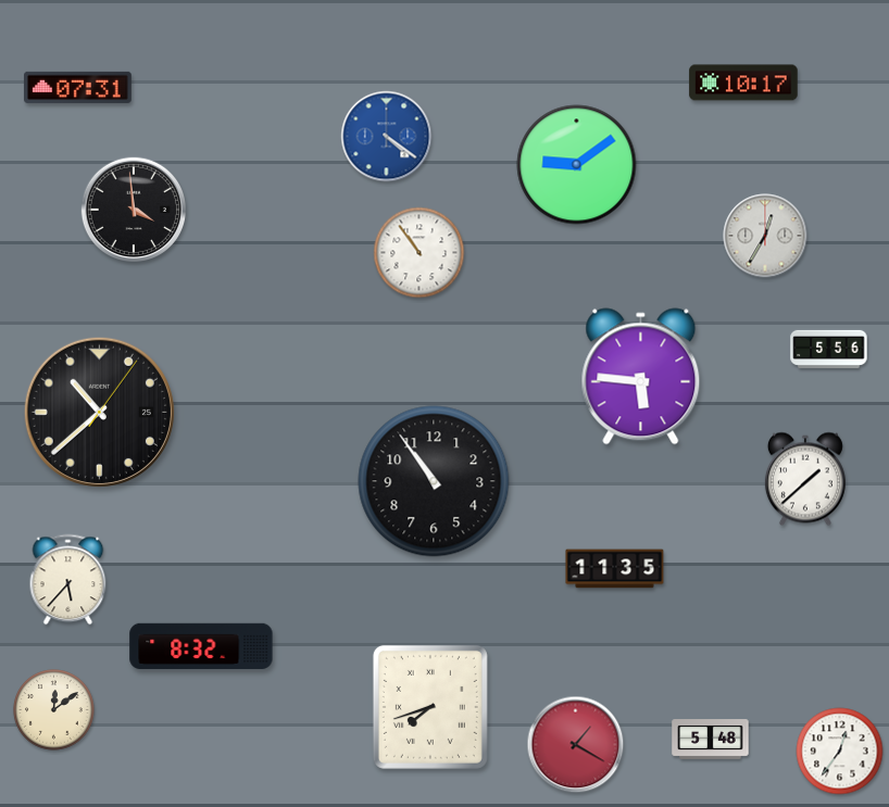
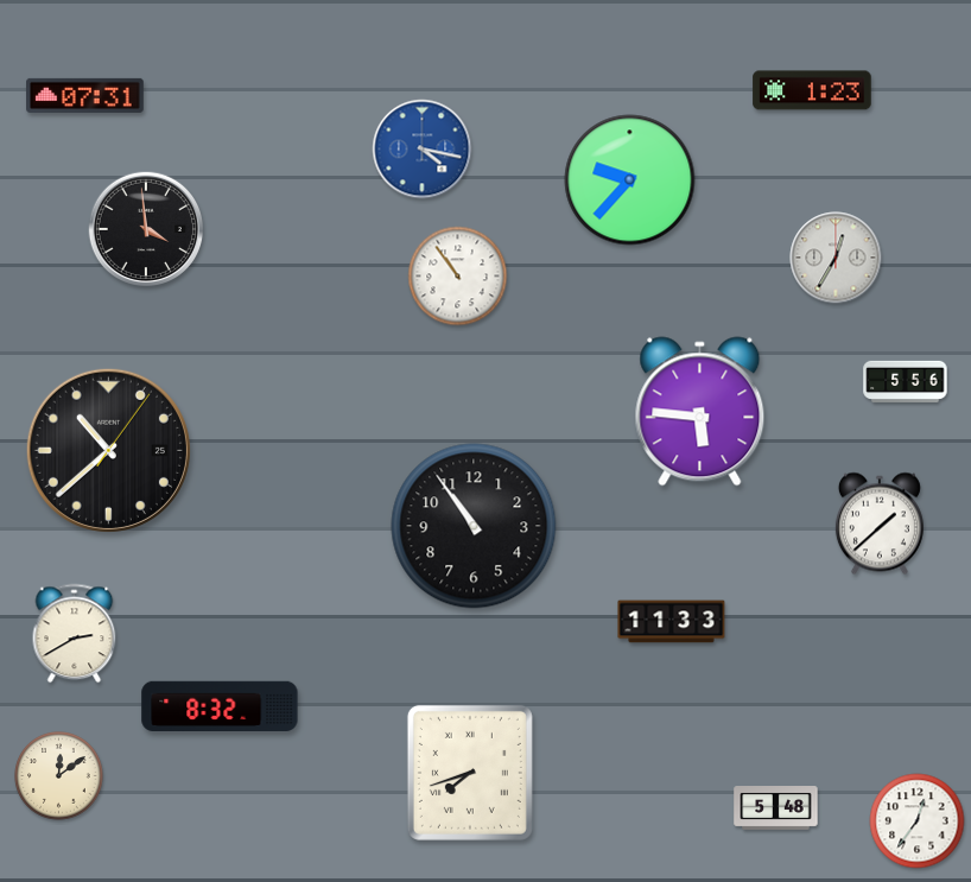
clock at (743, 83): 10:17 -> 1:23
clock at (387, 137): 4:21 -> 4:17
clock at (577, 165): 9:09 -> 9:37
clock at (615, 569): 11:35 -> 11:33
clock at (68, 580): 5:37 -> 2:40
clock at (576, 745): 1:20 -> none
